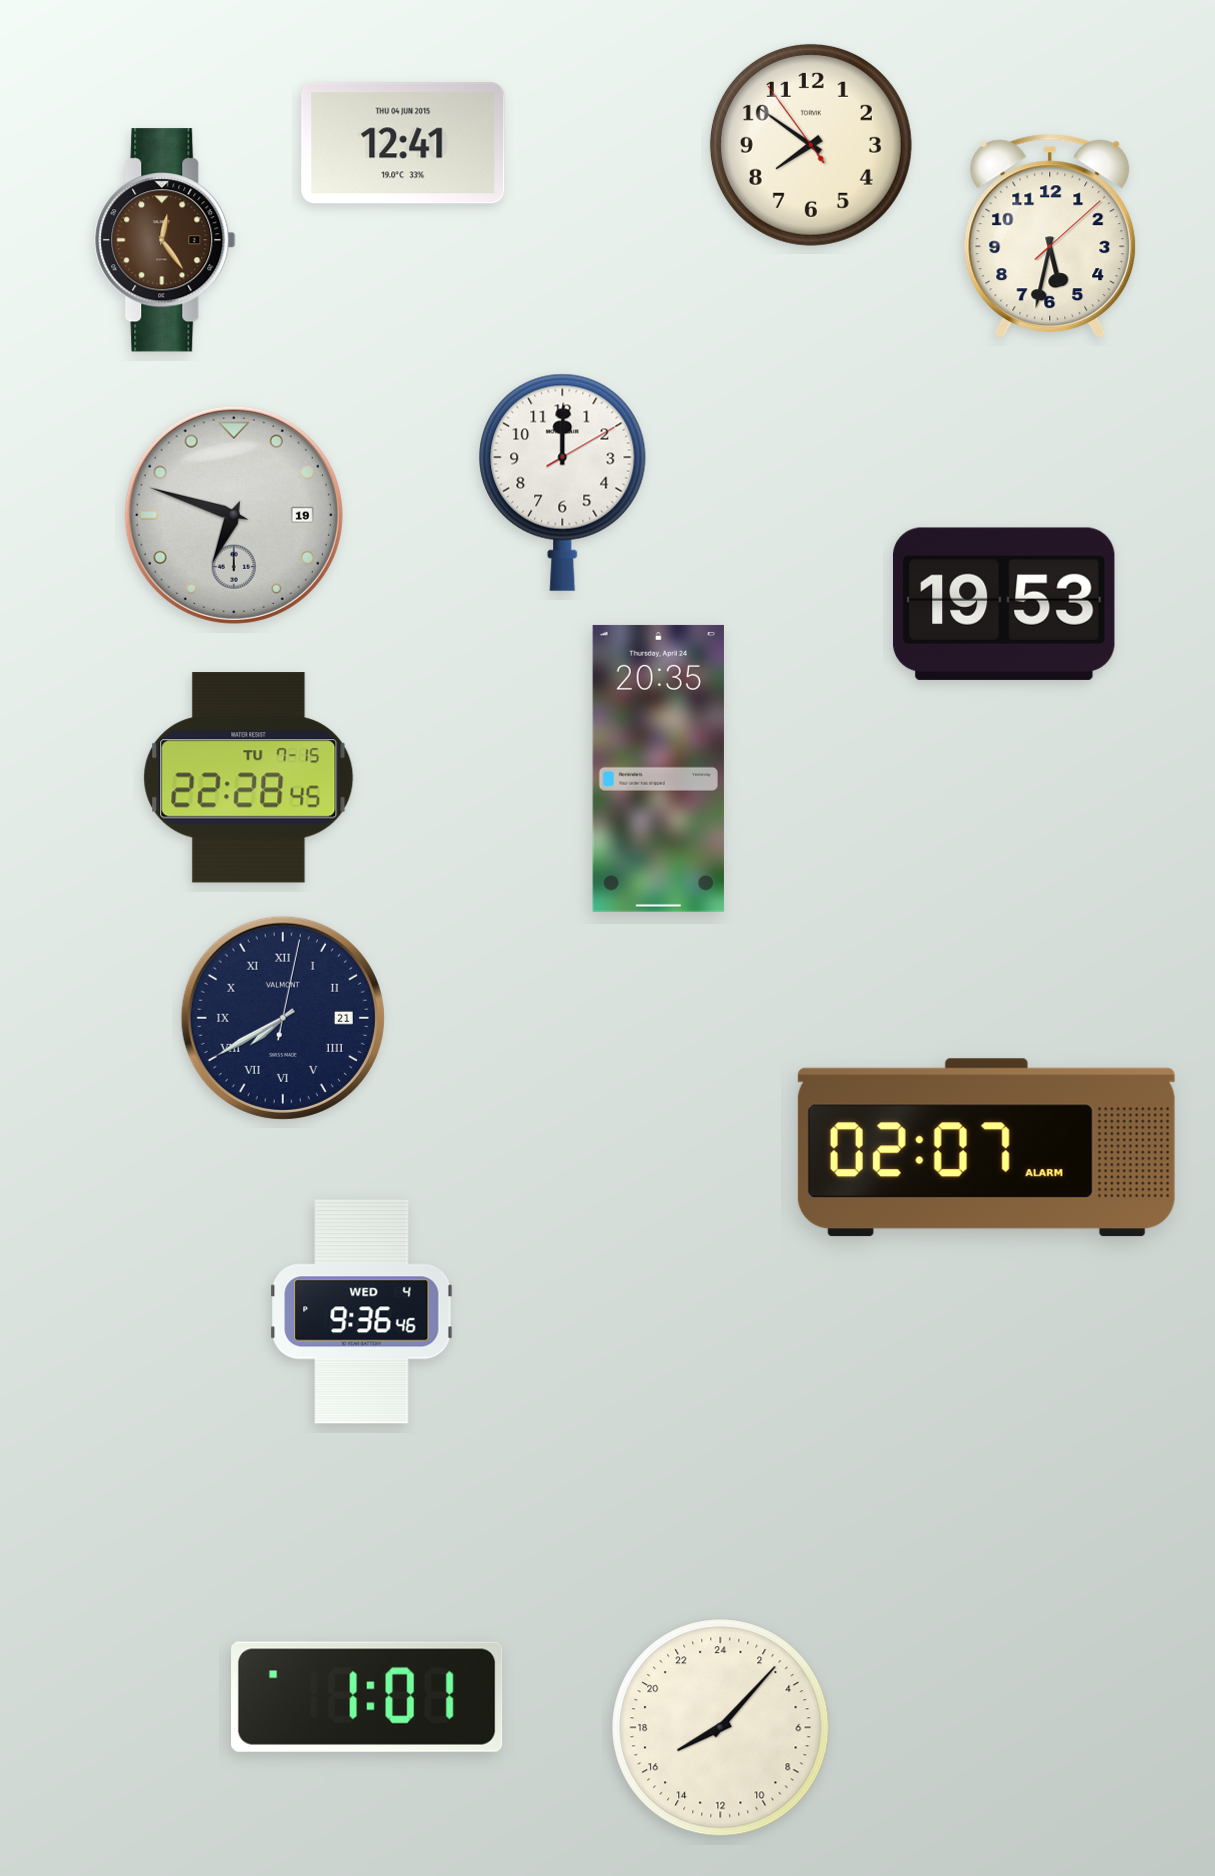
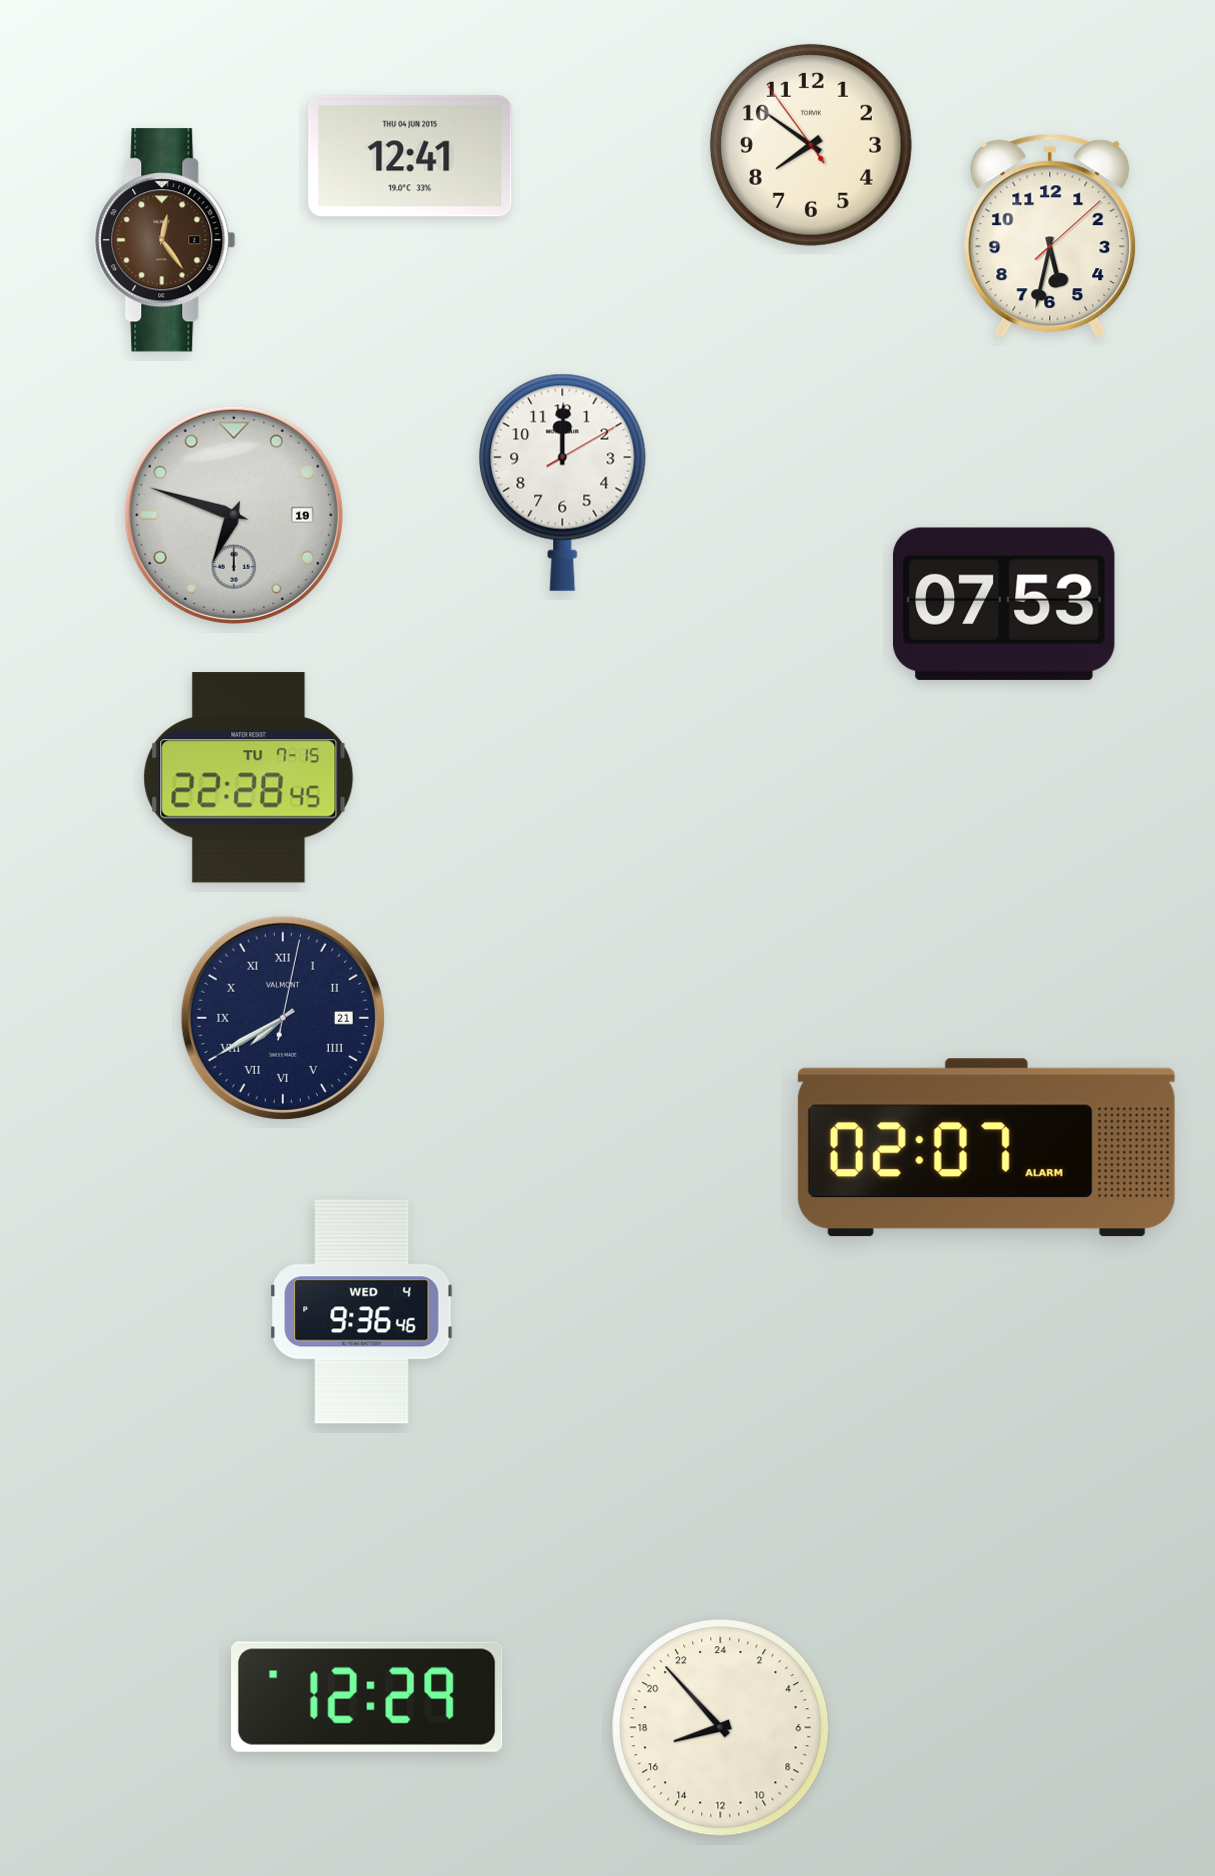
clock at (403, 143) position: (403, 143) -> (410, 156)
clock at (1004, 604): 19:53 -> 07:53
clock at (658, 768): 20:35 -> none
clock at (367, 1697): 1:01 -> 12:29
clock at (721, 1728): 16:07 -> 16:53
